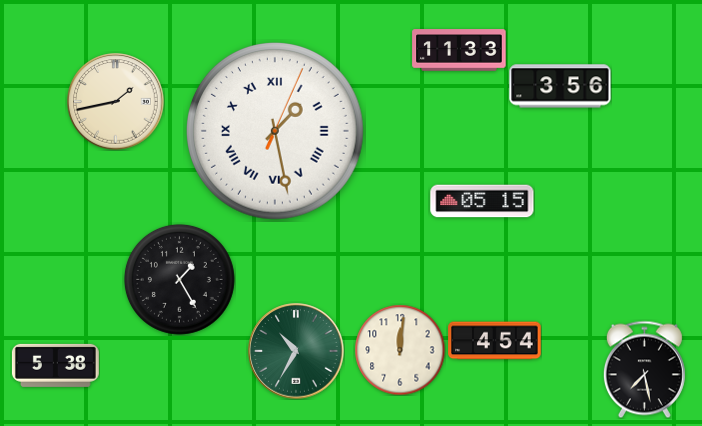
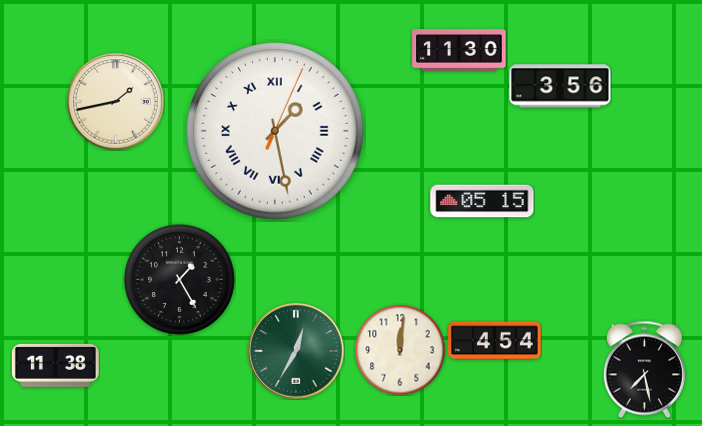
clock at (459, 50): 11:33 -> 11:30
clock at (296, 351): 10:35 -> 12:35
clock at (55, 365): 5:38 -> 11:38
